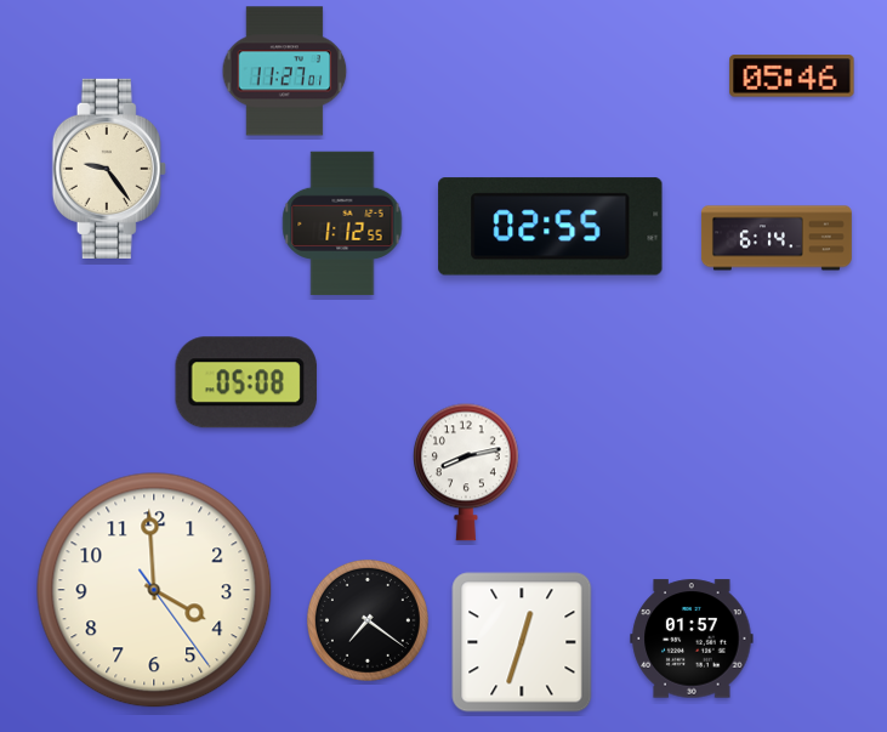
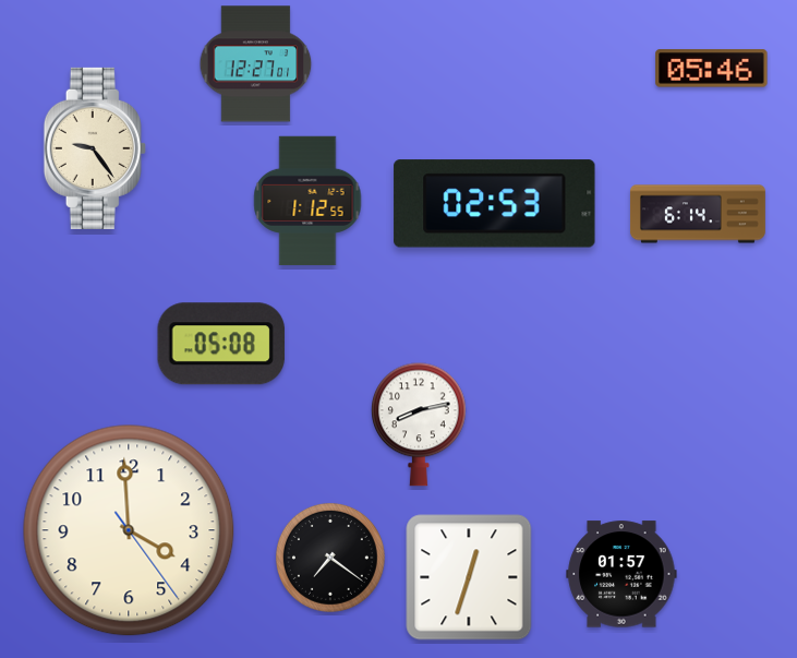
clock at (285, 72): 11:27 -> 12:27
clock at (109, 169) position: (109, 169) -> (95, 148)
clock at (551, 227): 02:55 -> 02:53
clock at (154, 590) position: (154, 590) -> (129, 530)
